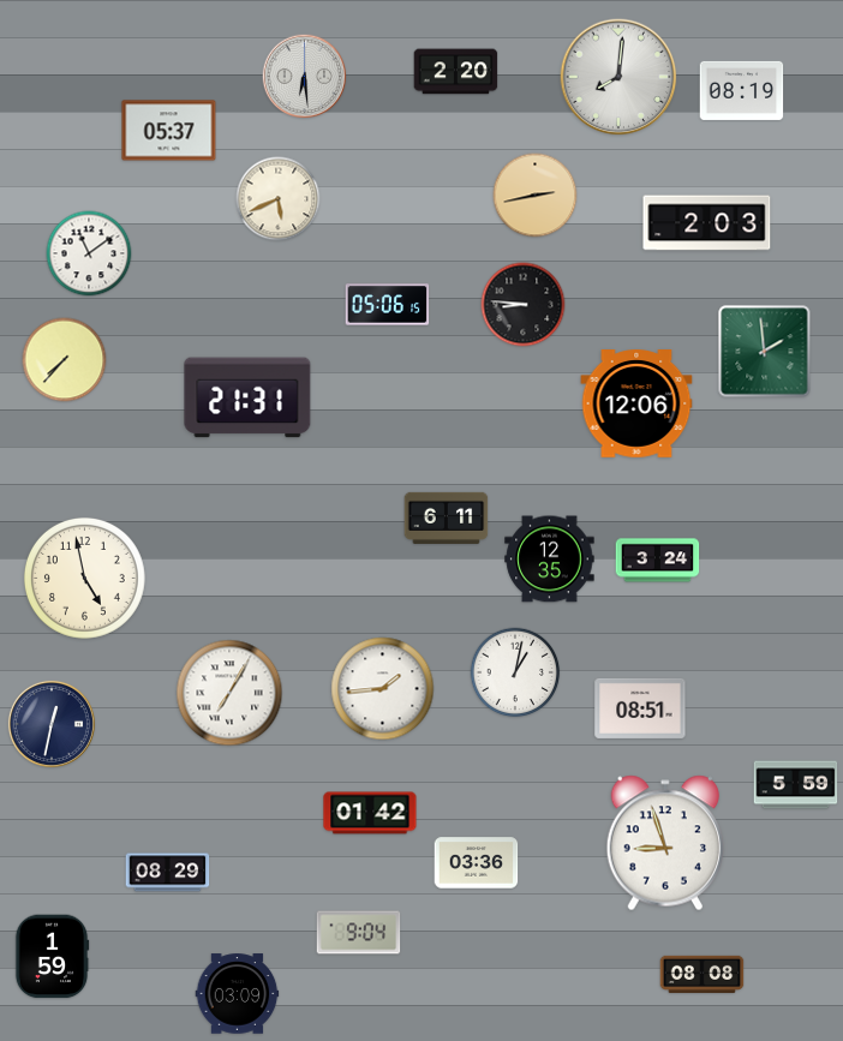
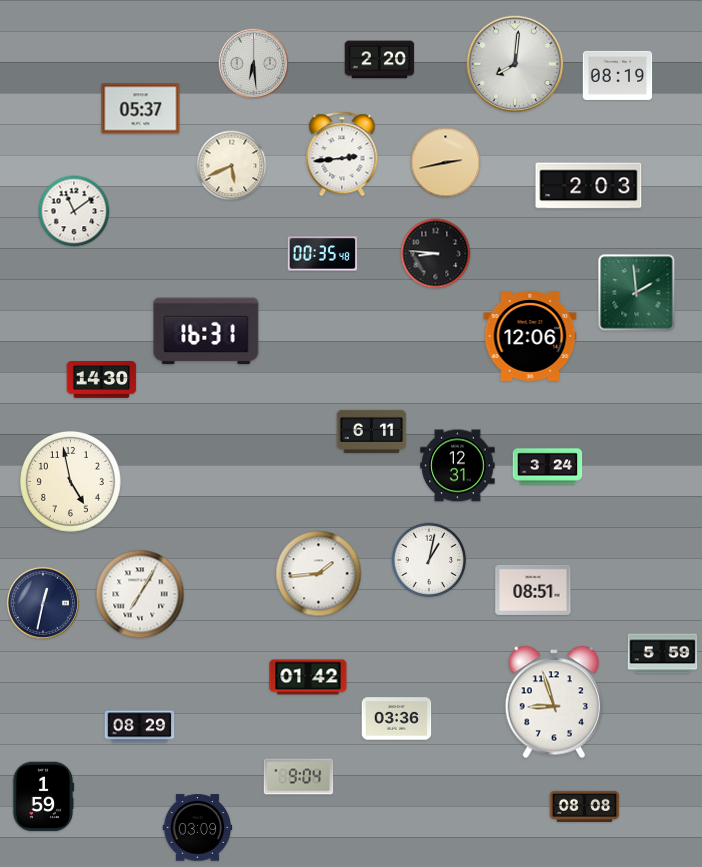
clock at (342, 154): none -> 2:44
clock at (388, 305): 05:06 -> 00:35
clock at (65, 360): 7:37 -> none
clock at (247, 397): 21:31 -> 16:31
clock at (102, 380): none -> 14:30
clock at (550, 560): 12:35 -> 12:31
clock at (229, 693) position: (229, 693) -> (140, 594)
clock at (702, 974) position: (702, 974) -> (585, 806)
